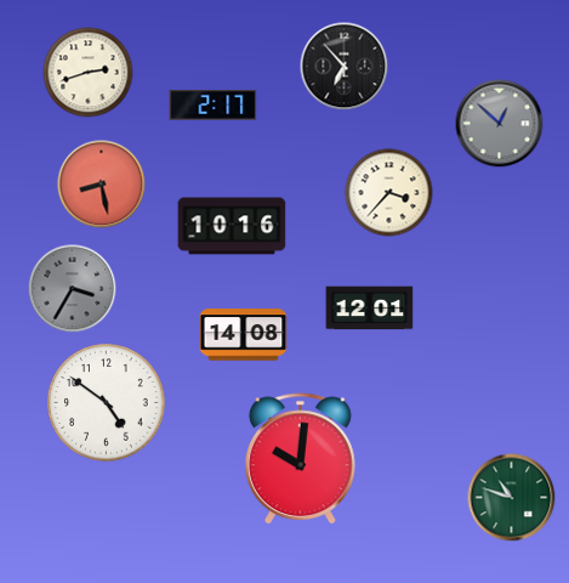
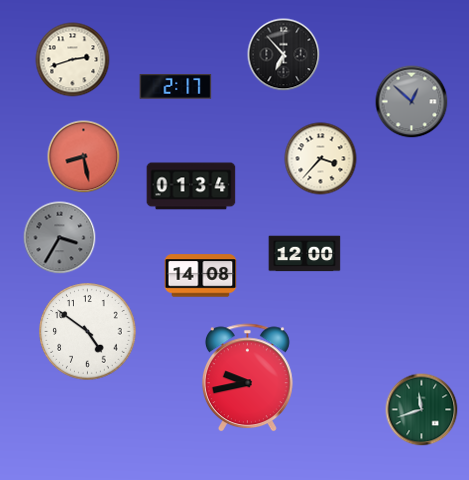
clock at (102, 185) position: (102, 185) -> (84, 157)
clock at (232, 226): 10:16 -> 01:34
clock at (370, 309): 12:01 -> 12:00
clock at (300, 459): 10:01 -> 9:43
clock at (512, 498): 10:48 -> 11:42
